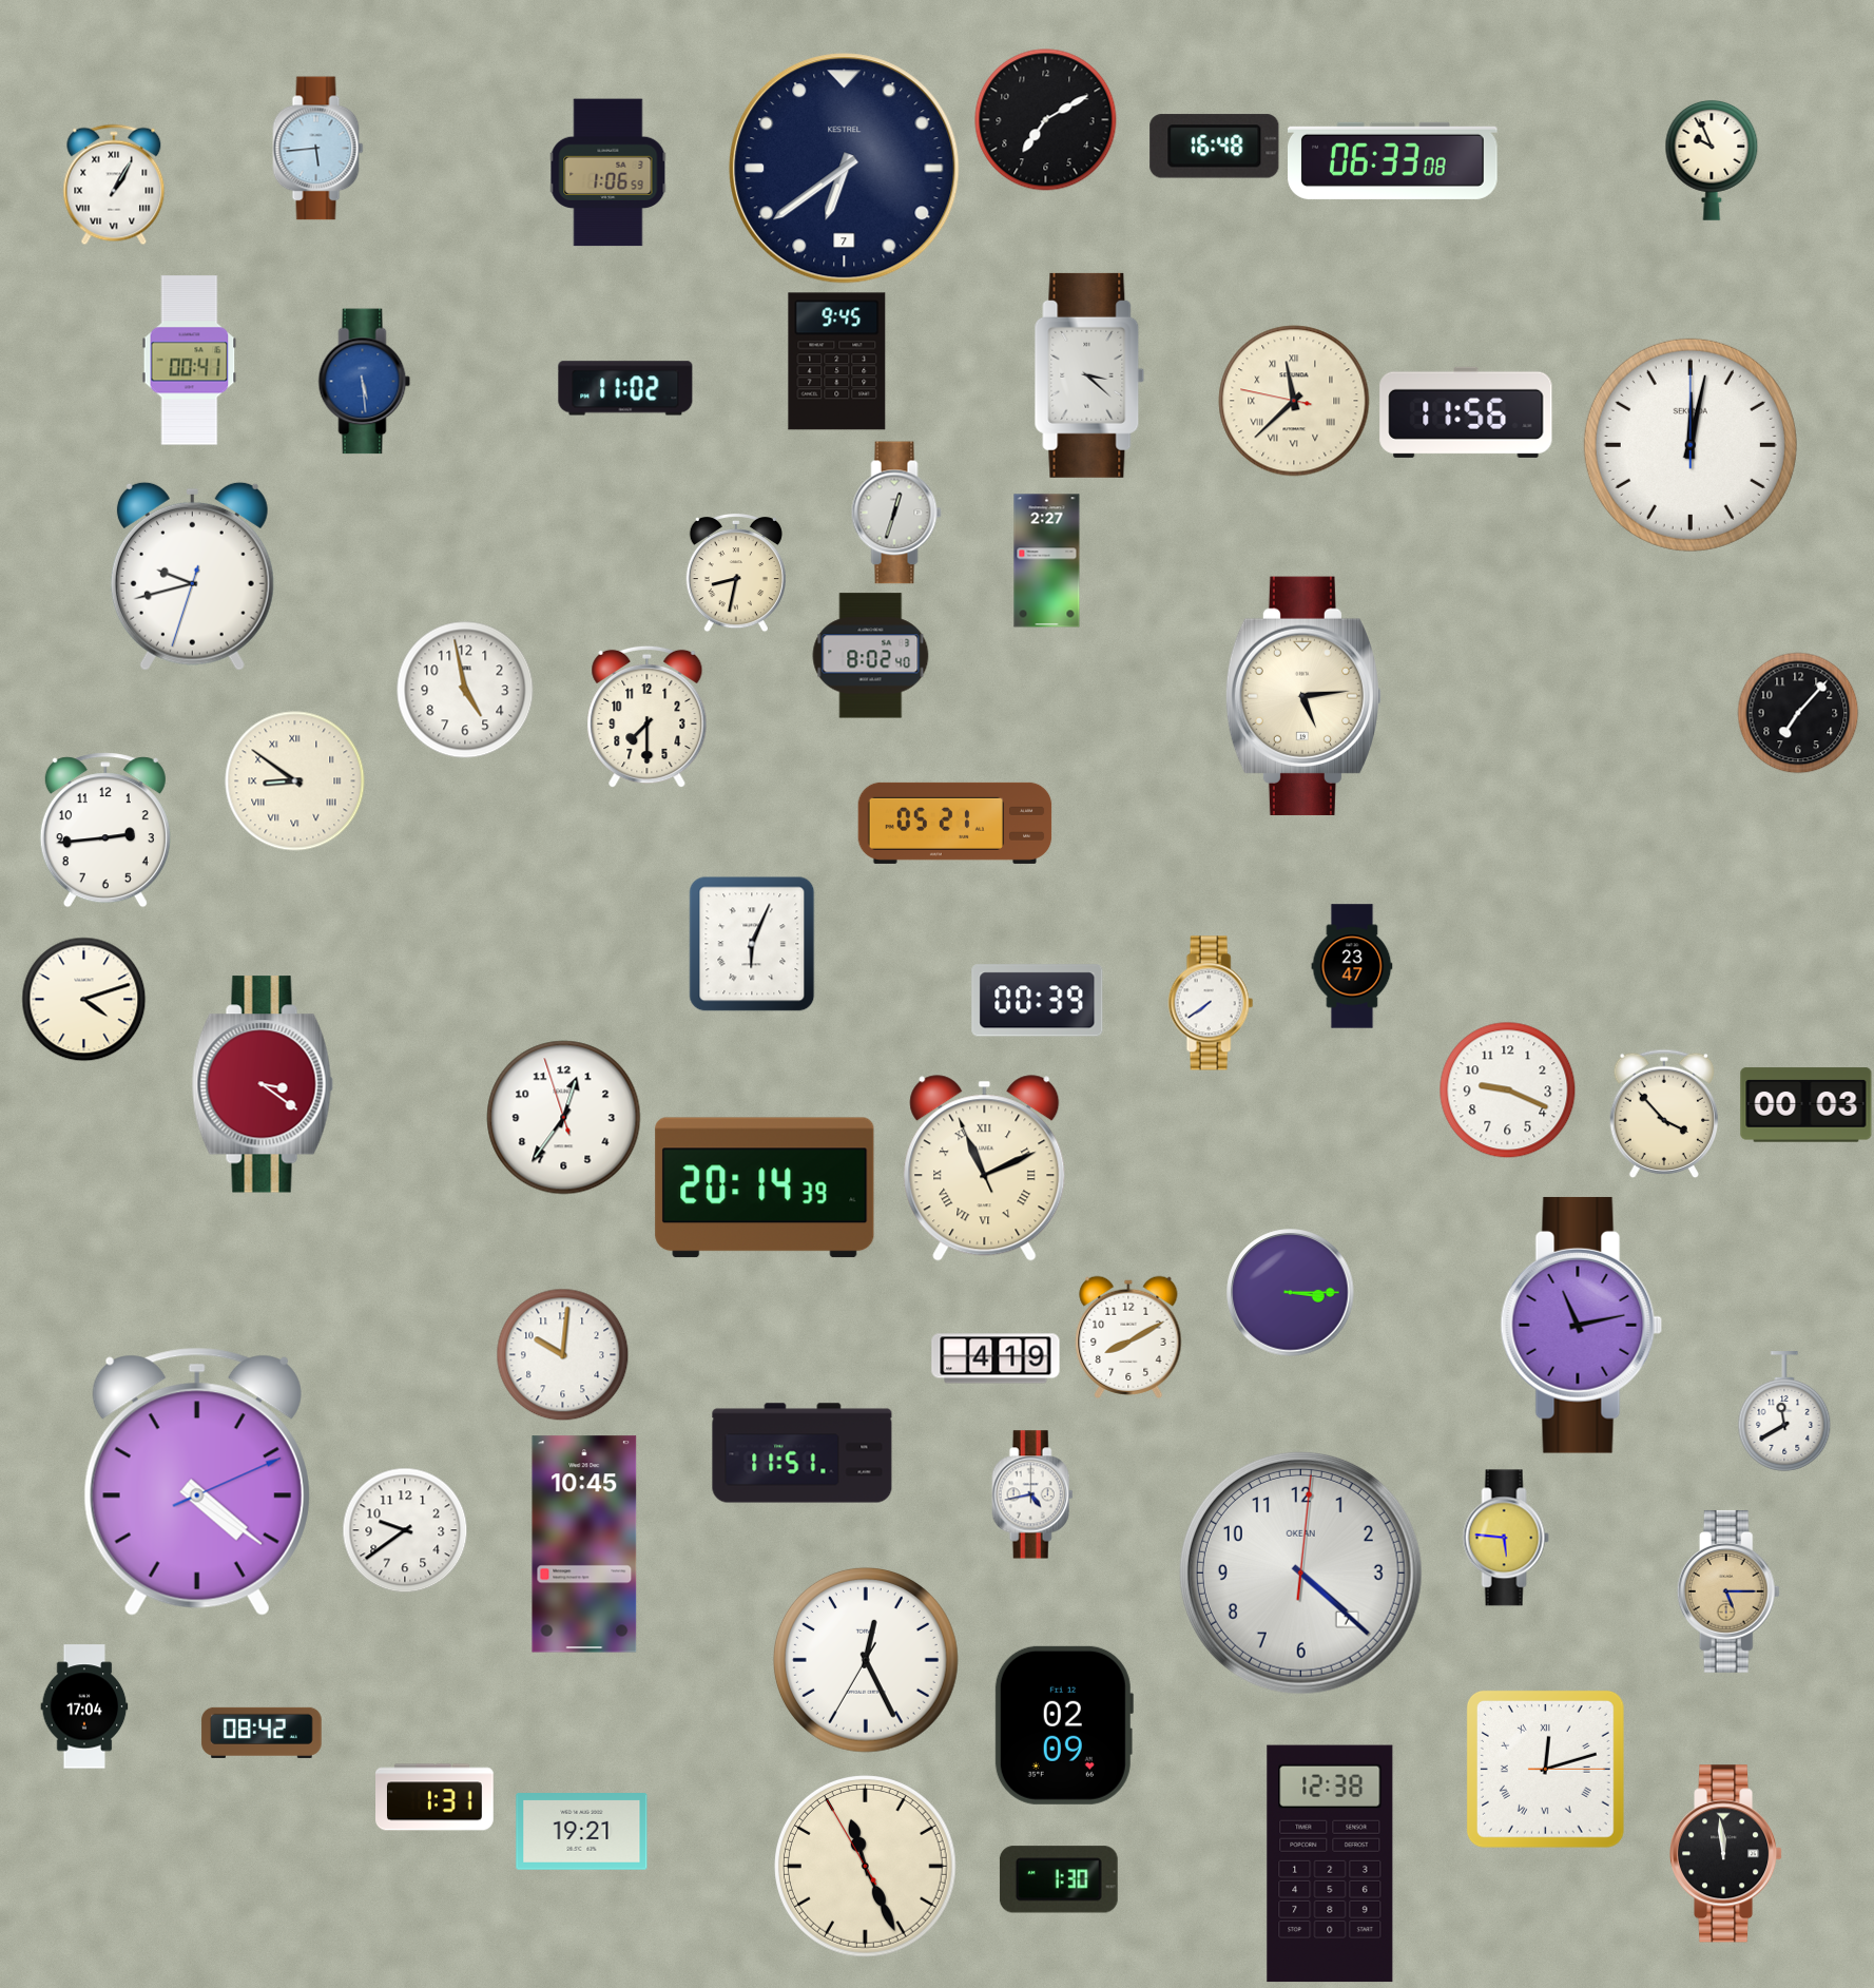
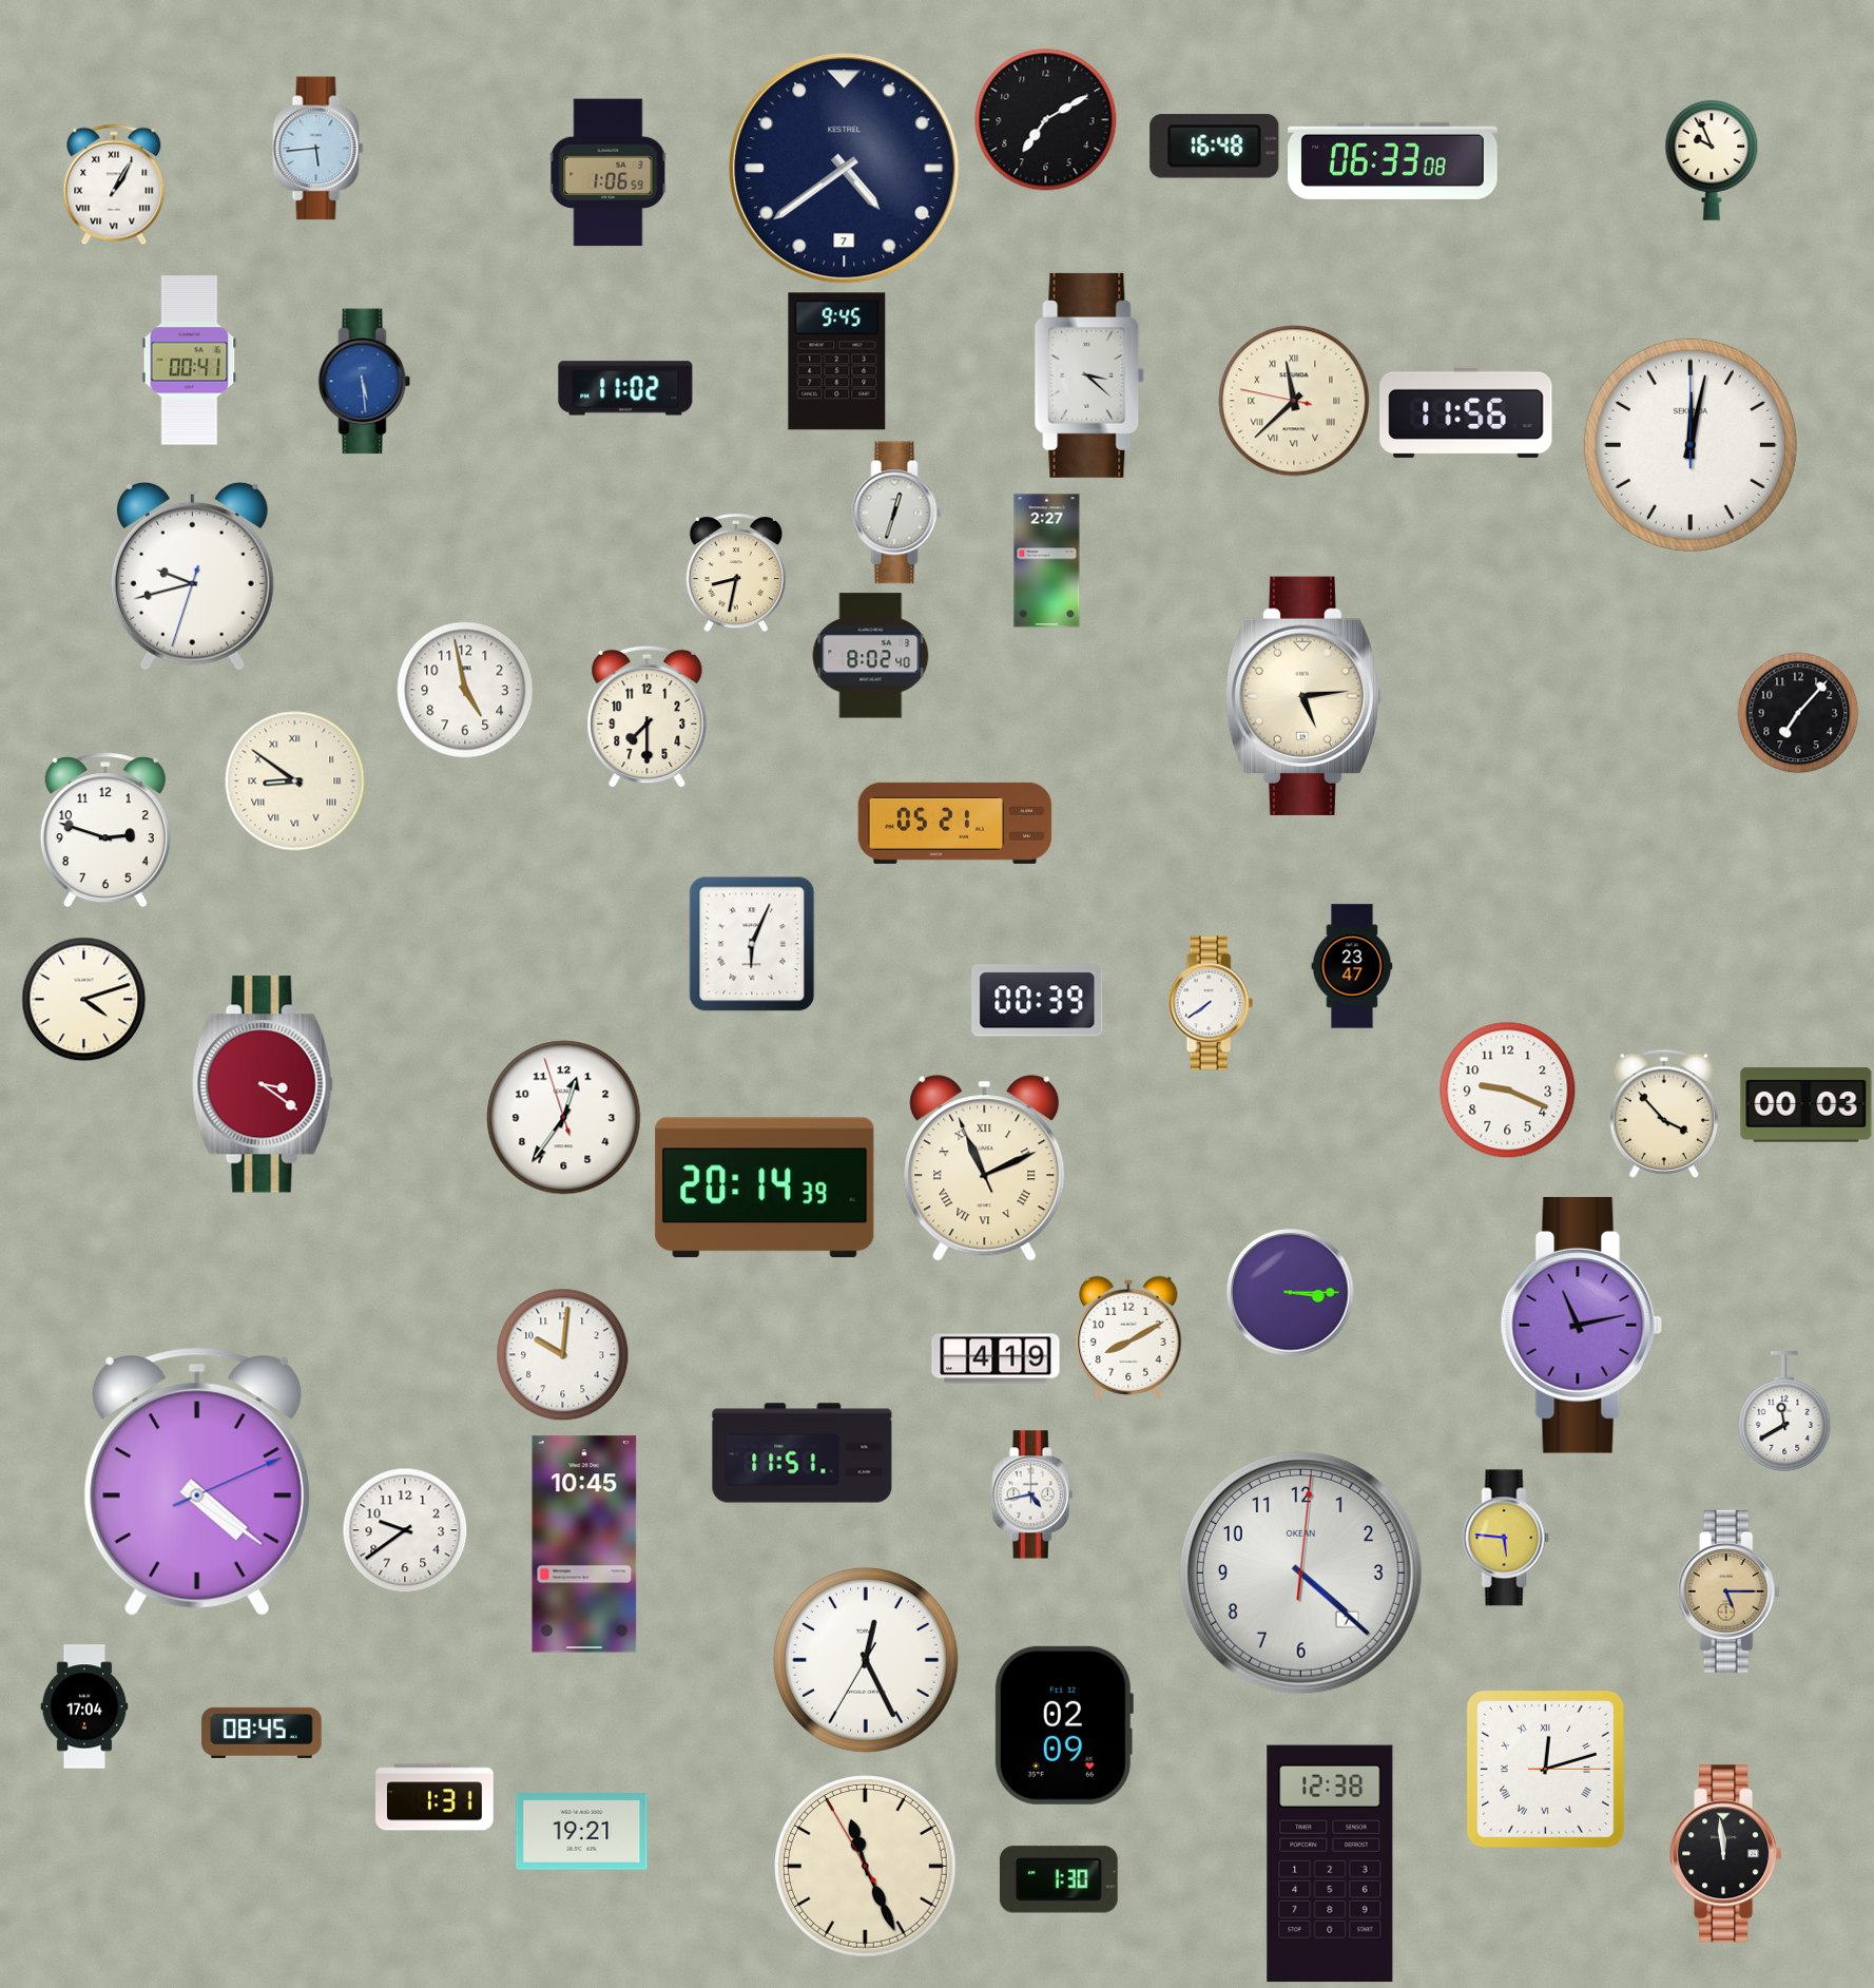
clock at (845, 169): 6:39 -> 4:39
clock at (105, 830): 2:44 -> 2:48
clock at (262, 1733): 08:42 -> 08:45
